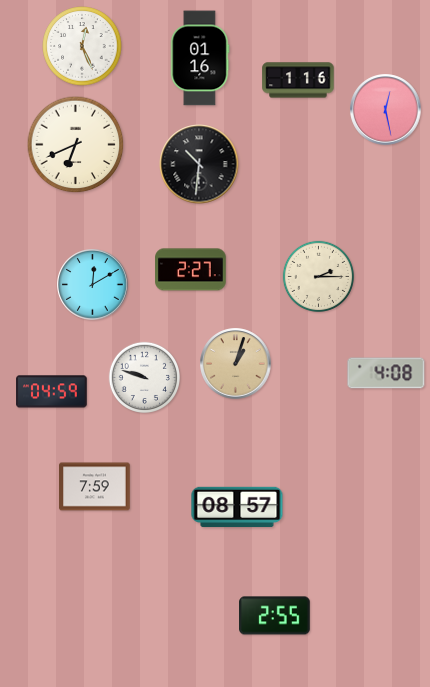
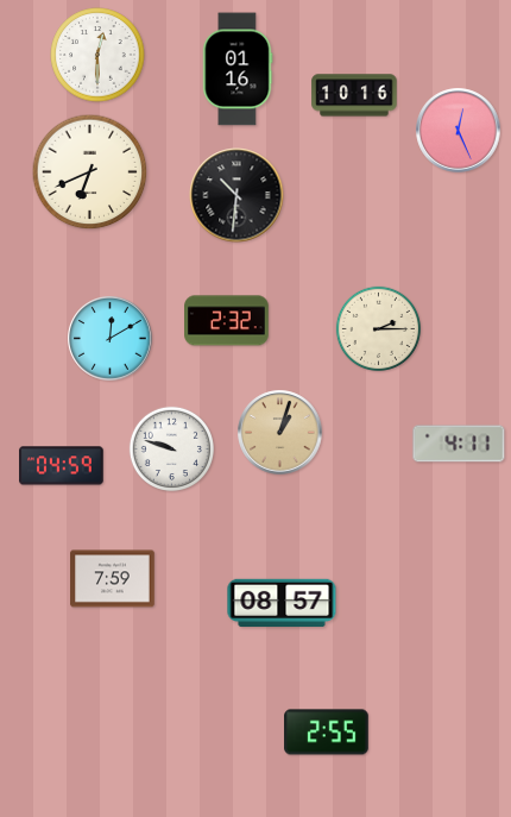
clock at (82, 46): 12:26 -> 12:30
clock at (298, 80): 1:16 -> 10:16
clock at (386, 110): 12:28 -> 12:26
clock at (191, 270): 2:27 -> 2:32
clock at (386, 373): 4:08 -> 4:11
